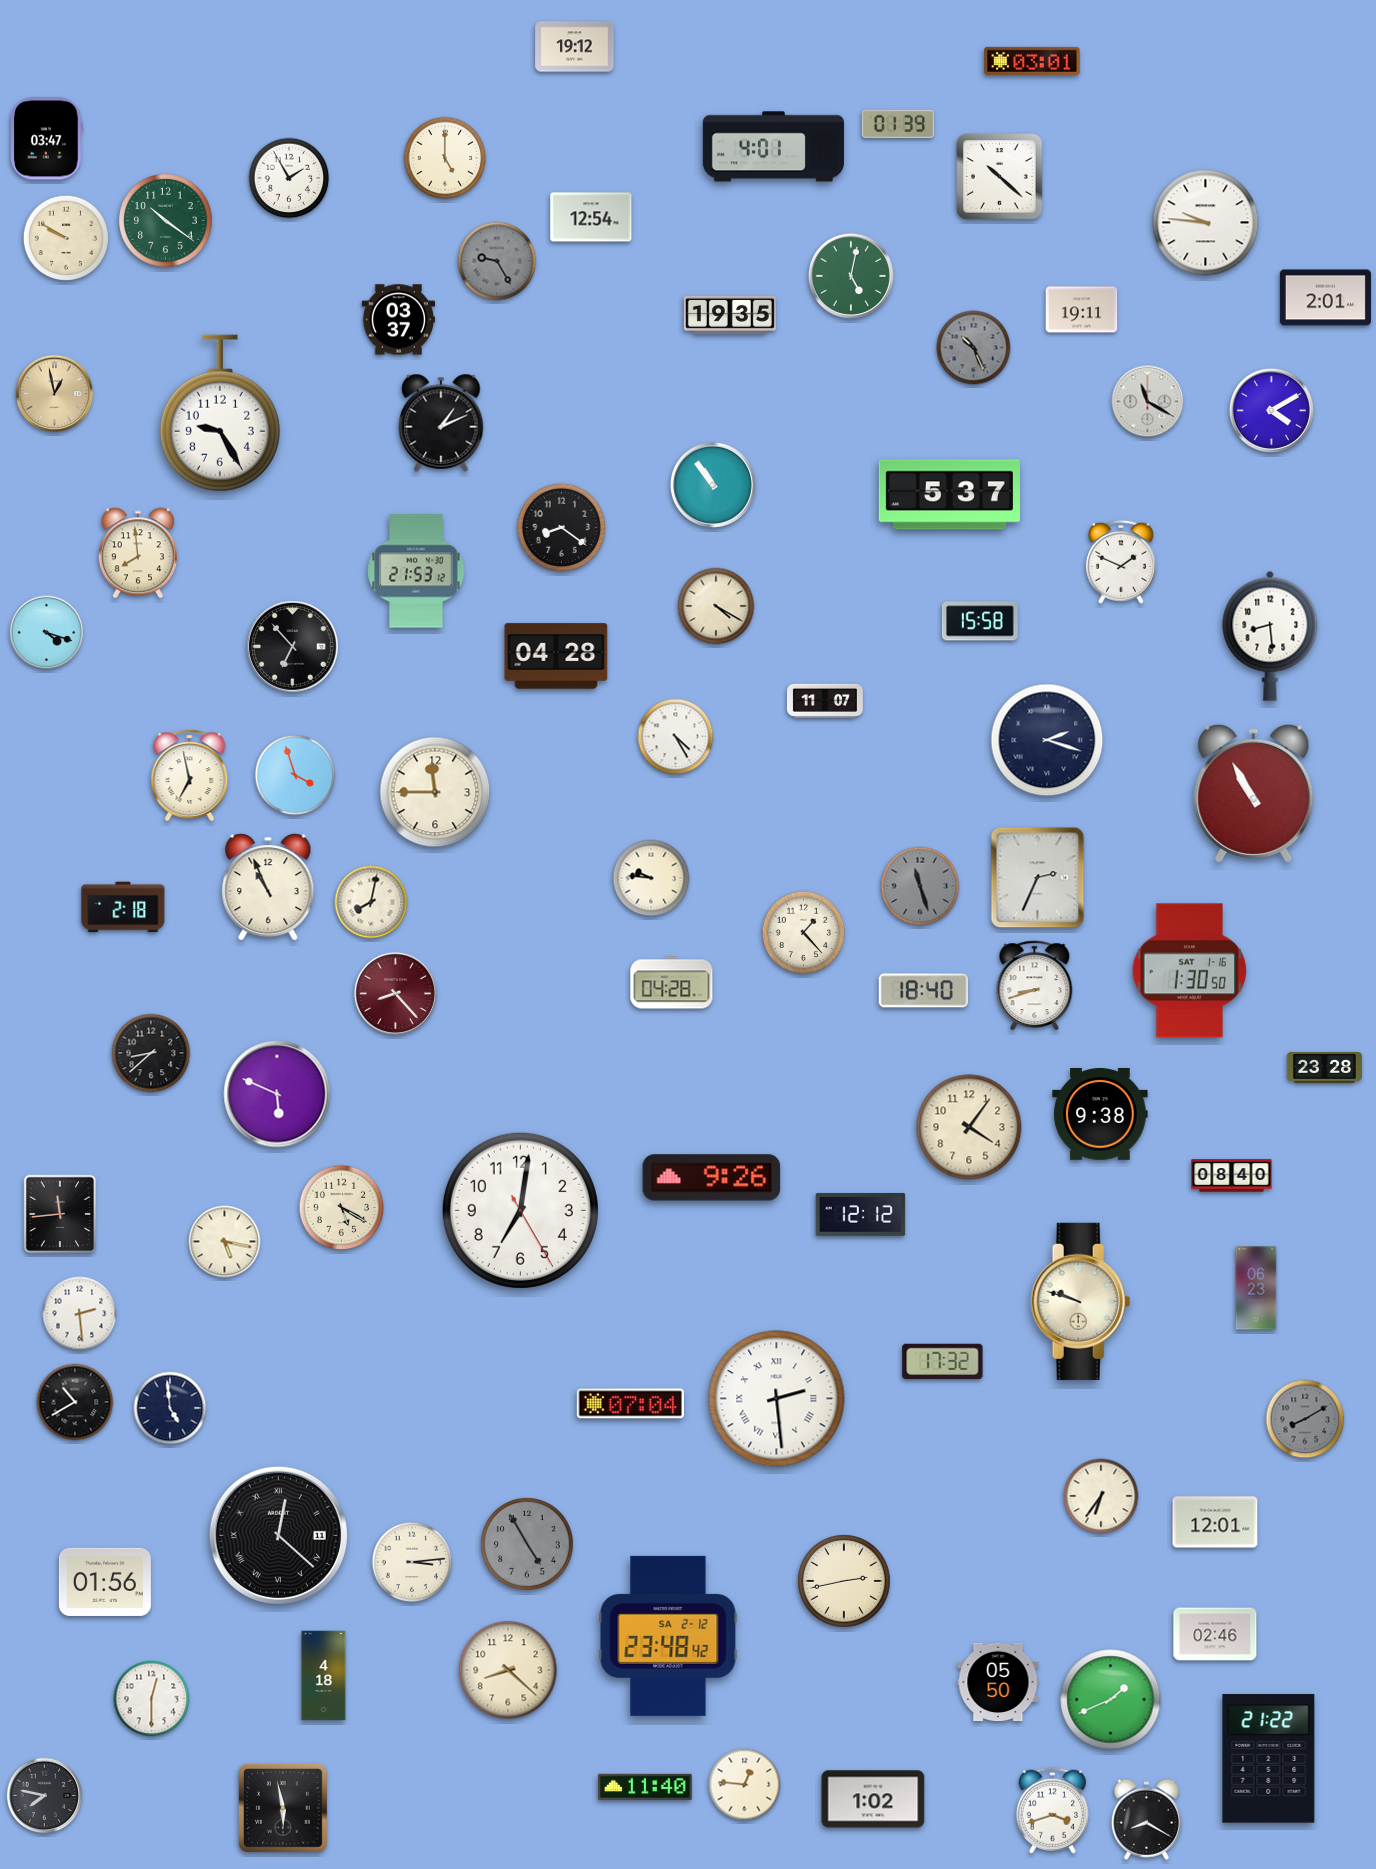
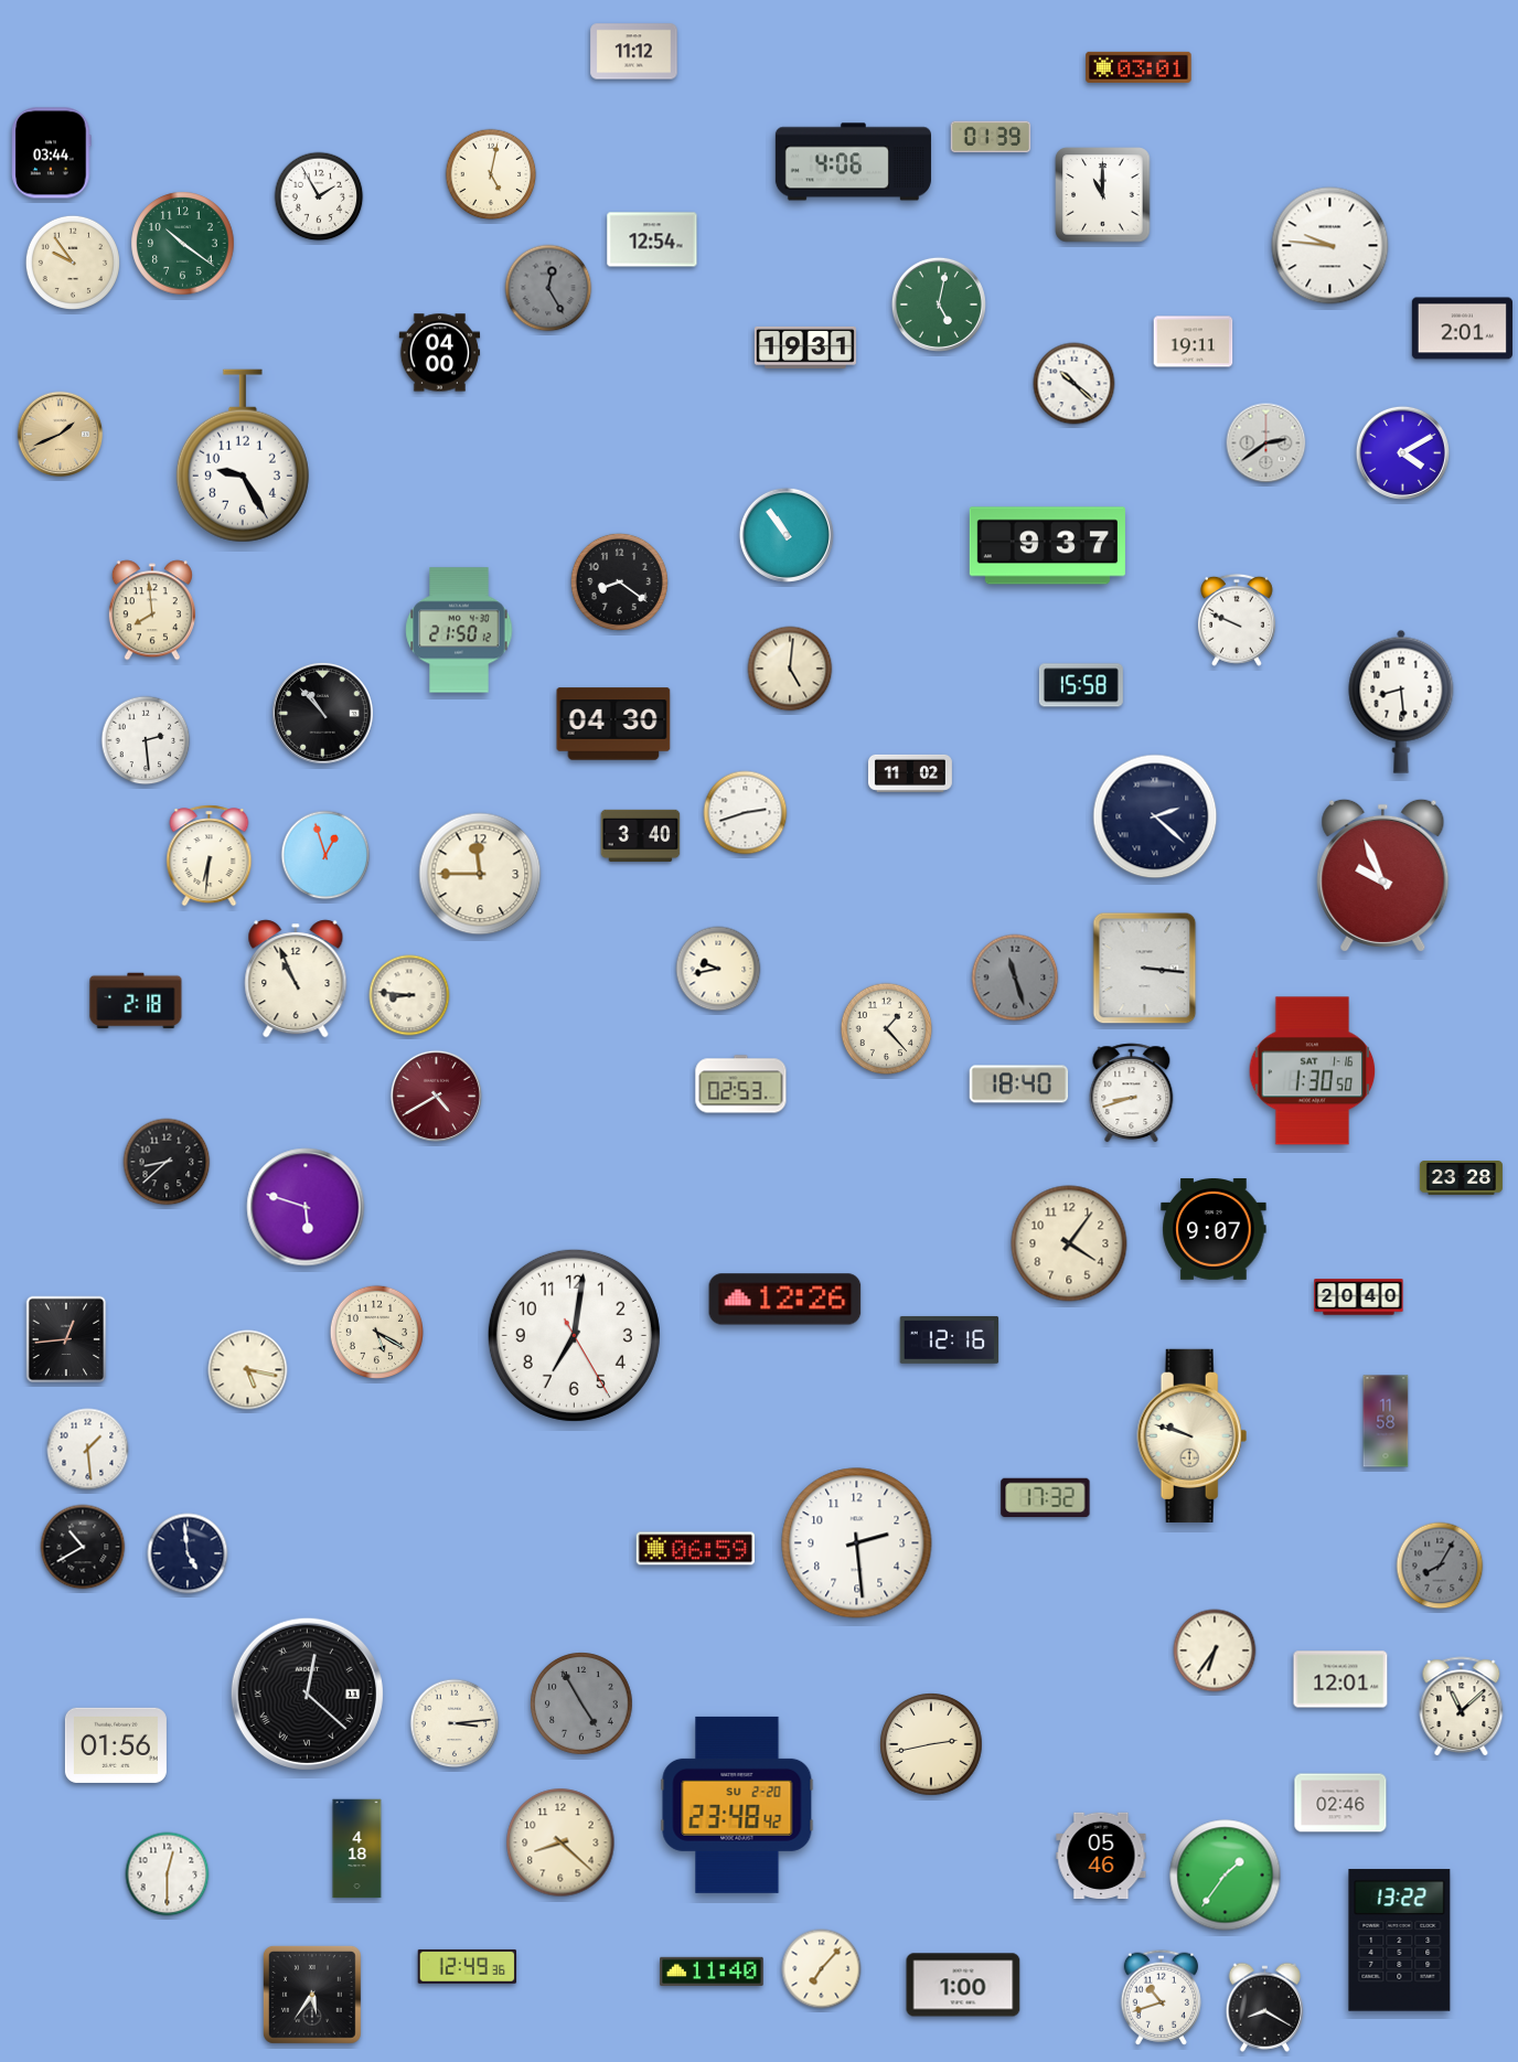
clock at (575, 47): 19:12 -> 11:12
clock at (47, 139): 03:47 -> 03:44
clock at (773, 147): 4:01 -> 4:06
clock at (445, 158): 5:00 -> 5:02
clock at (1000, 177): 10:22 -> 11:00
clock at (66, 238): 9:50 -> 9:54
clock at (497, 261): 9:25 -> 12:25
clock at (730, 315): 19:35 -> 19:31
clock at (399, 320): 03:37 -> 04:00
clock at (974, 348): 10:26 -> 10:22
clock at (974, 348) dial: grey -> white
clock at (55, 394): 12:58 -> 1:41
clock at (1148, 402): 11:20 -> 2:39
clock at (441, 423): 1:11 -> none
clock at (949, 495): 5:37 -> 9:37
clock at (1121, 562): 1:49 -> 9:49
clock at (416, 571): 21:53 -> 21:50
clock at (716, 606): 4:20 -> 5:01
clock at (47, 633): 4:18 -> none
clock at (293, 647): 6:53 -> 10:53
clock at (556, 656): 04:28 -> 04:30
clock at (146, 740): none -> 2:29
clock at (825, 701): 11:07 -> 11:02
clock at (676, 737): 4:25 -> 2:42
clock at (1047, 740): 2:18 -> 2:22
clock at (641, 835): none -> 3:40
clock at (295, 775): 3:57 -> 12:57
clock at (190, 776): 6:58 -> 6:31
clock at (1254, 793): 10:55 -> 9:56
clock at (651, 878): 9:46 -> 9:43
clock at (1038, 878): 2:34 -> 3:16
clock at (371, 902): 8:02 -> 8:46
clock at (672, 983): 04:28 -> 02:53
clock at (1035, 986) position: (1035, 986) -> (1132, 1093)
clock at (924, 991) position: (924, 991) -> (1019, 1085)
clock at (395, 993): 8:23 -> 4:40
clock at (277, 1094): 5:49 -> 5:48
clock at (1100, 1115): 9:38 -> 9:07
clock at (1232, 1176): 08:40 -> 20:40
clock at (712, 1178): 9:26 -> 12:26
clock at (60, 1214): 11:44 -> 12:44
clock at (861, 1214): 12:12 -> 12:16
clock at (1256, 1288): 06:23 -> 11:58
clock at (80, 1314): 2:29 -> 1:29
clock at (943, 1361) position: (943, 1361) -> (1046, 1497)
clock at (777, 1399) numerals: Roman -> Arabic
clock at (630, 1404): 07:04 -> 06:59
clock at (1305, 1419): 8:10 -> 8:05
clock at (1462, 1707): none -> 11:08
clock at (668, 1636) date: SA 2-12 -> SU 2-20
clock at (998, 1682): 05:50 -> 05:46
clock at (1111, 1700): 1:41 -> 1:36
clock at (1269, 1759): 21:22 -> 13:22
clock at (468, 1966): none -> 12:49
clock at (745, 1785): 12:46 -> 7:07
clock at (45, 1796): 7:47 -> none
clock at (873, 1799): 1:02 -> 1:00
clock at (283, 1808): 5:58 -> 5:36
clock at (1052, 1810): 3:42 -> 10:42
